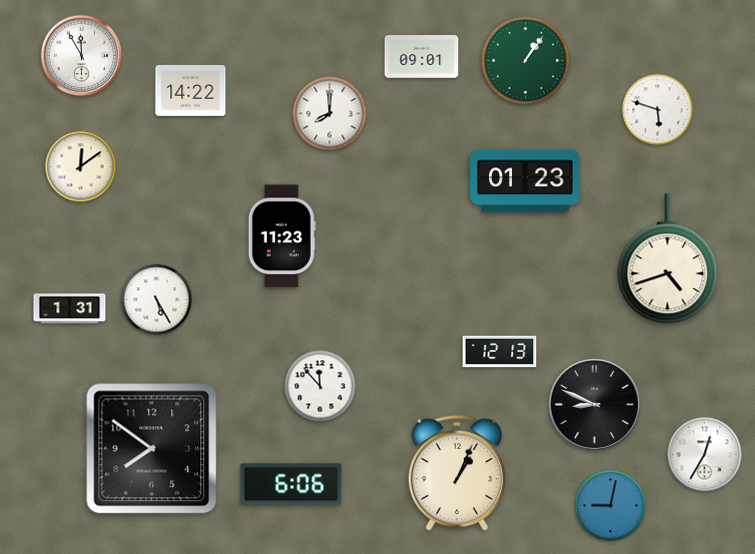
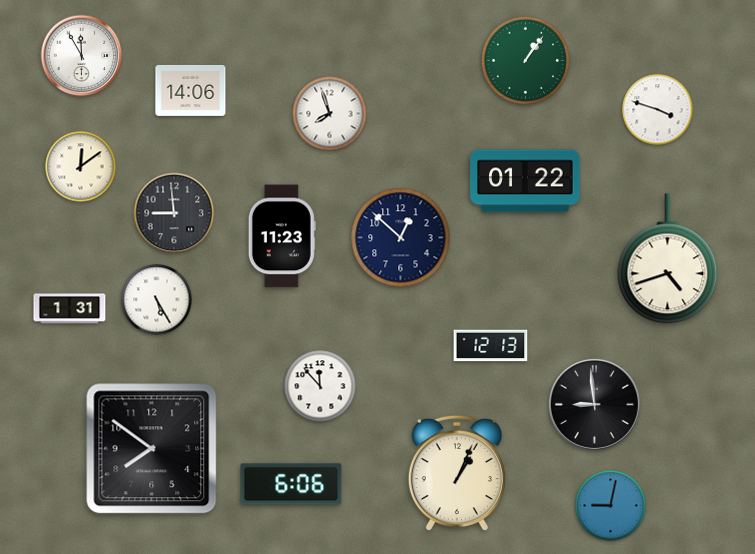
clock at (422, 57): 09:01 -> none
clock at (191, 90): 14:22 -> 14:06
clock at (658, 110): 5:48 -> 3:48
clock at (330, 114): 8:00 -> 7:57
clock at (525, 181): 01:23 -> 01:22
clock at (174, 213): none -> 8:59
clock at (401, 238): none -> 12:52
clock at (500, 352) position: (500, 352) -> (491, 346)
clock at (594, 404): 8:49 -> 8:59
clock at (705, 455): 12:35 -> none
